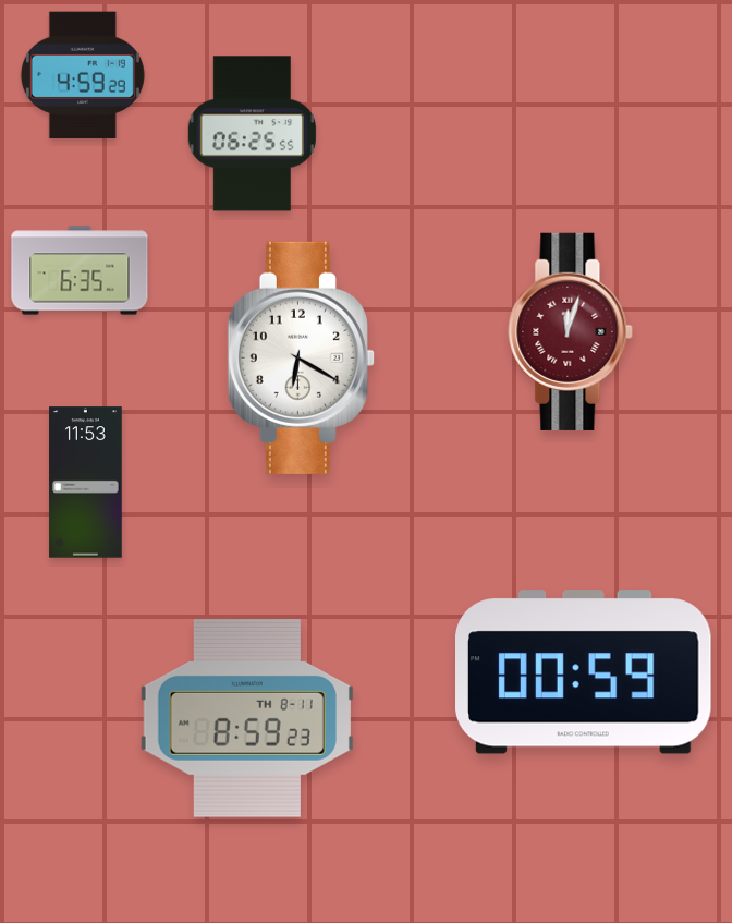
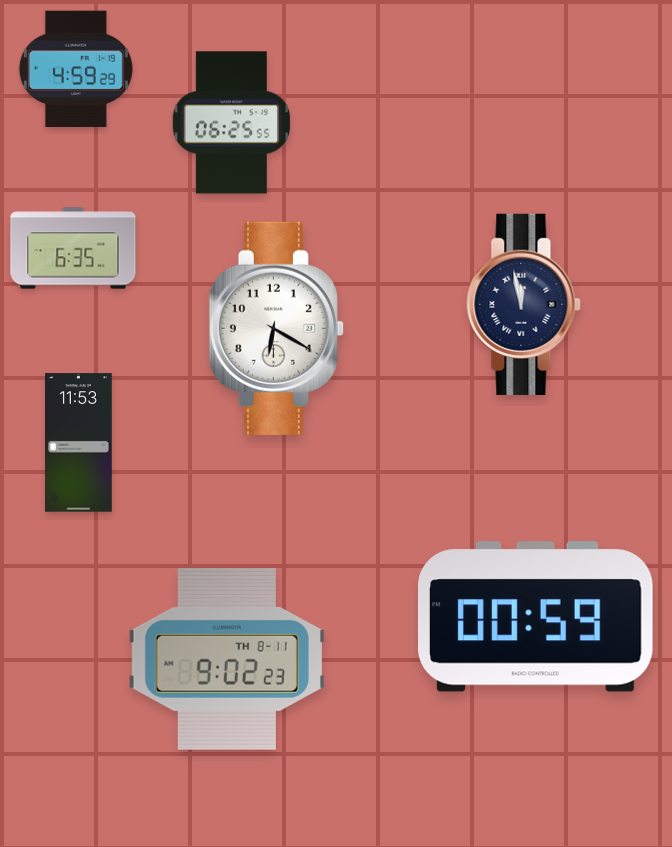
clock at (571, 331): 12:03 -> 11:58
clock at (571, 331) dial: burgundy -> navy
clock at (247, 718): 8:59 -> 9:02
